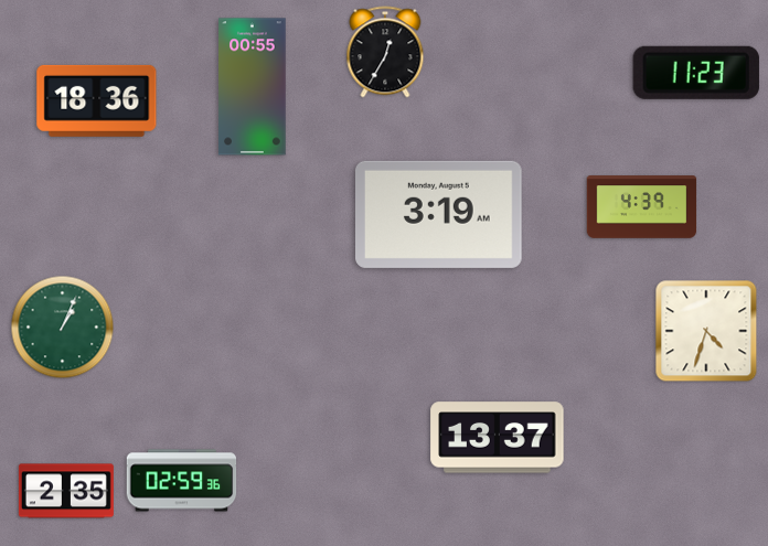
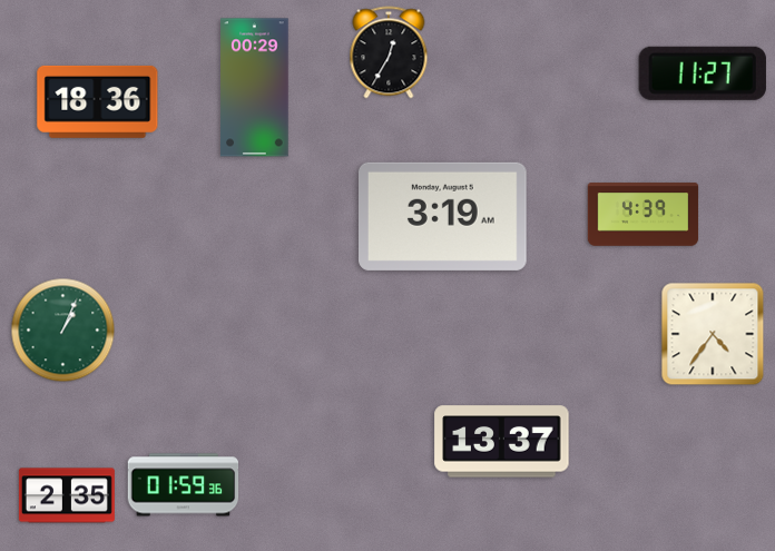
clock at (696, 73): 11:23 -> 11:27
clock at (253, 87): 00:55 -> 00:29
clock at (642, 207) position: (642, 207) -> (644, 215)
clock at (706, 331): 4:33 -> 4:36
clock at (182, 481): 02:59 -> 01:59
